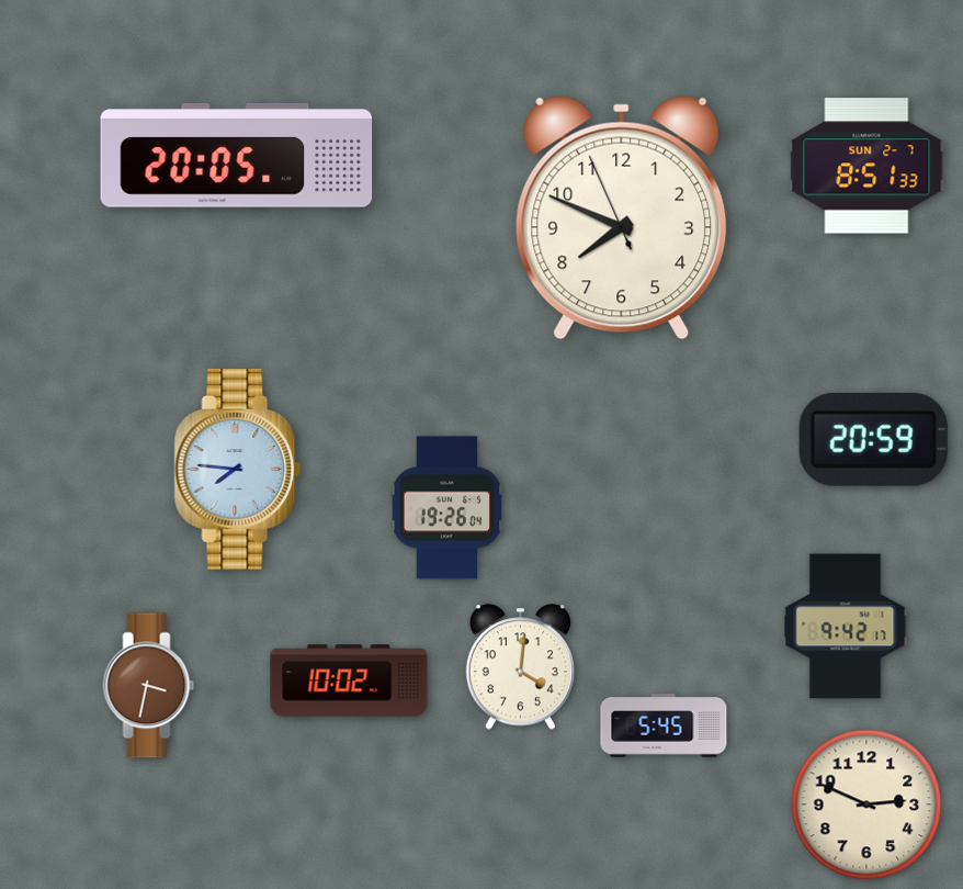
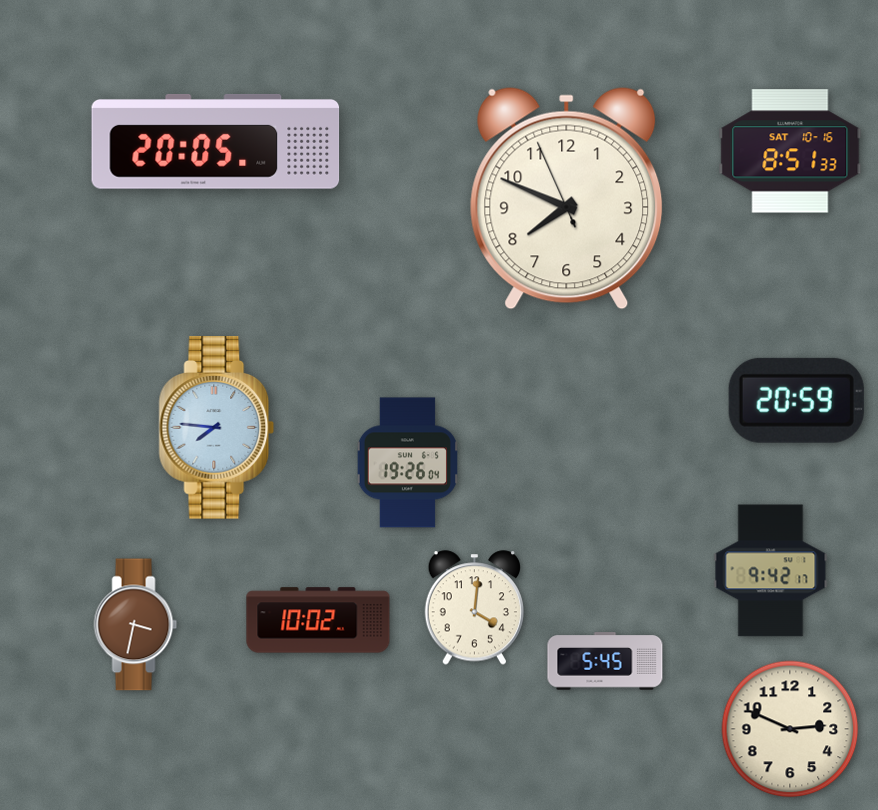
clock at (866, 166) date: SUN 2-7 -> SAT 10-16
clock at (866, 804) position: (866, 804) -> (790, 729)
